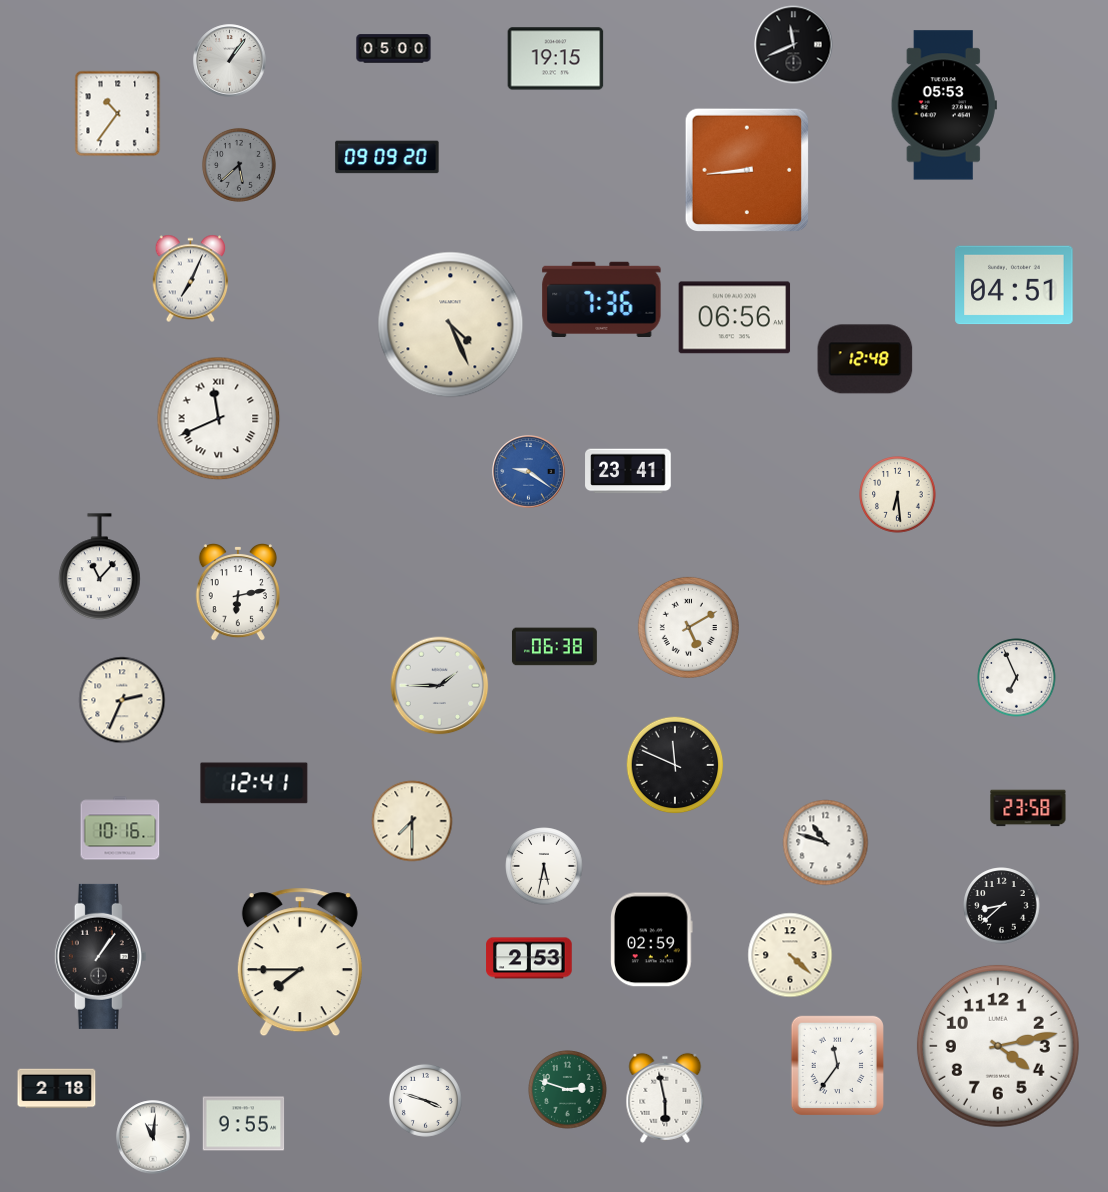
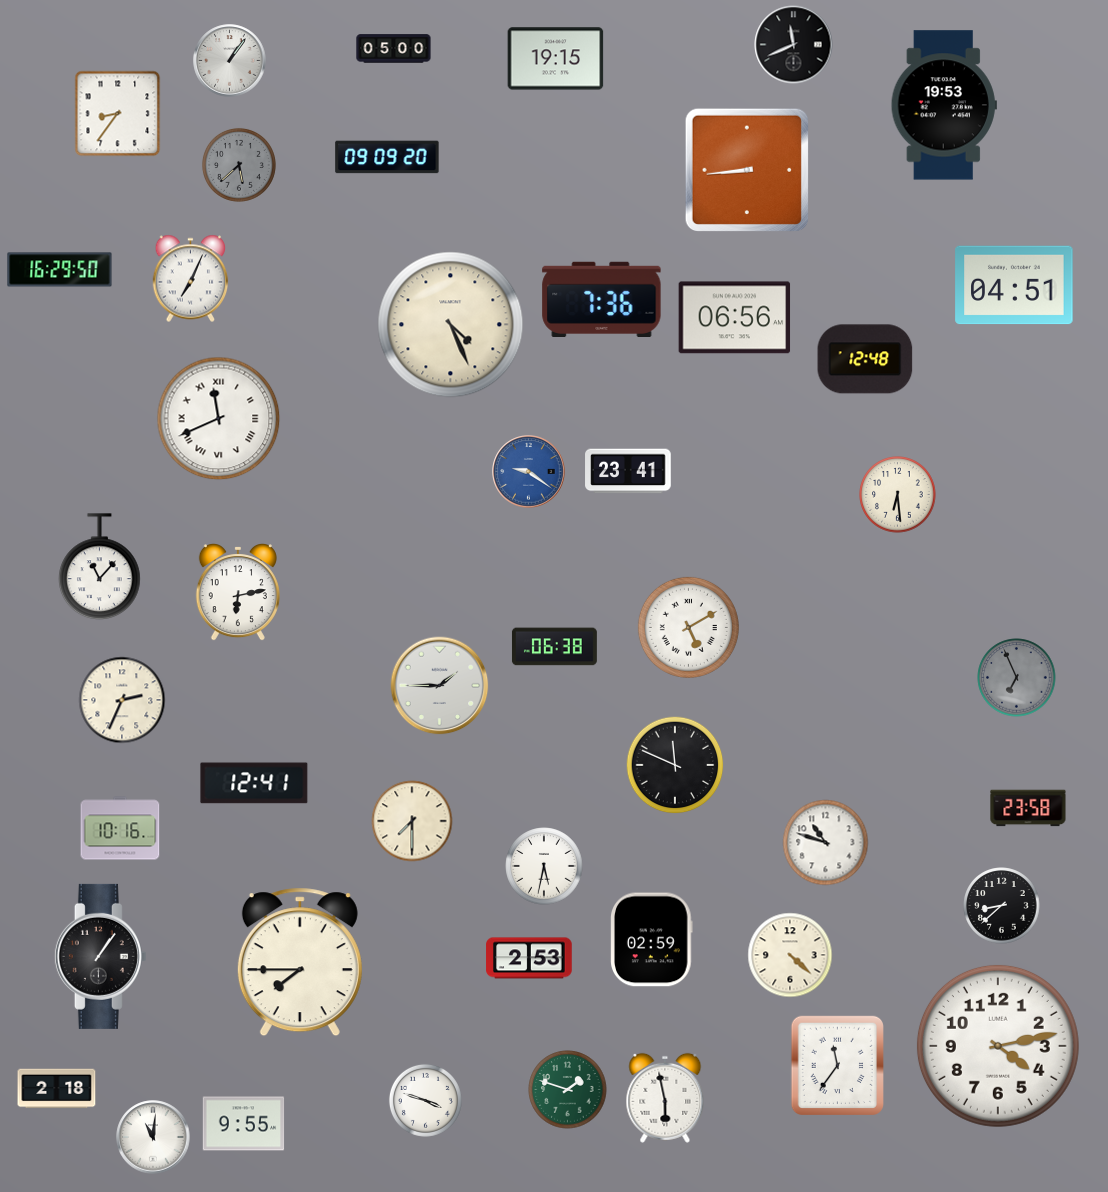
clock at (944, 105): 05:53 -> 19:53
clock at (118, 114): 10:36 -> 8:36
clock at (60, 270): none -> 16:29
clock at (1017, 678) dial: white -> grey
clock at (568, 1090): 2:48 -> 1:48
